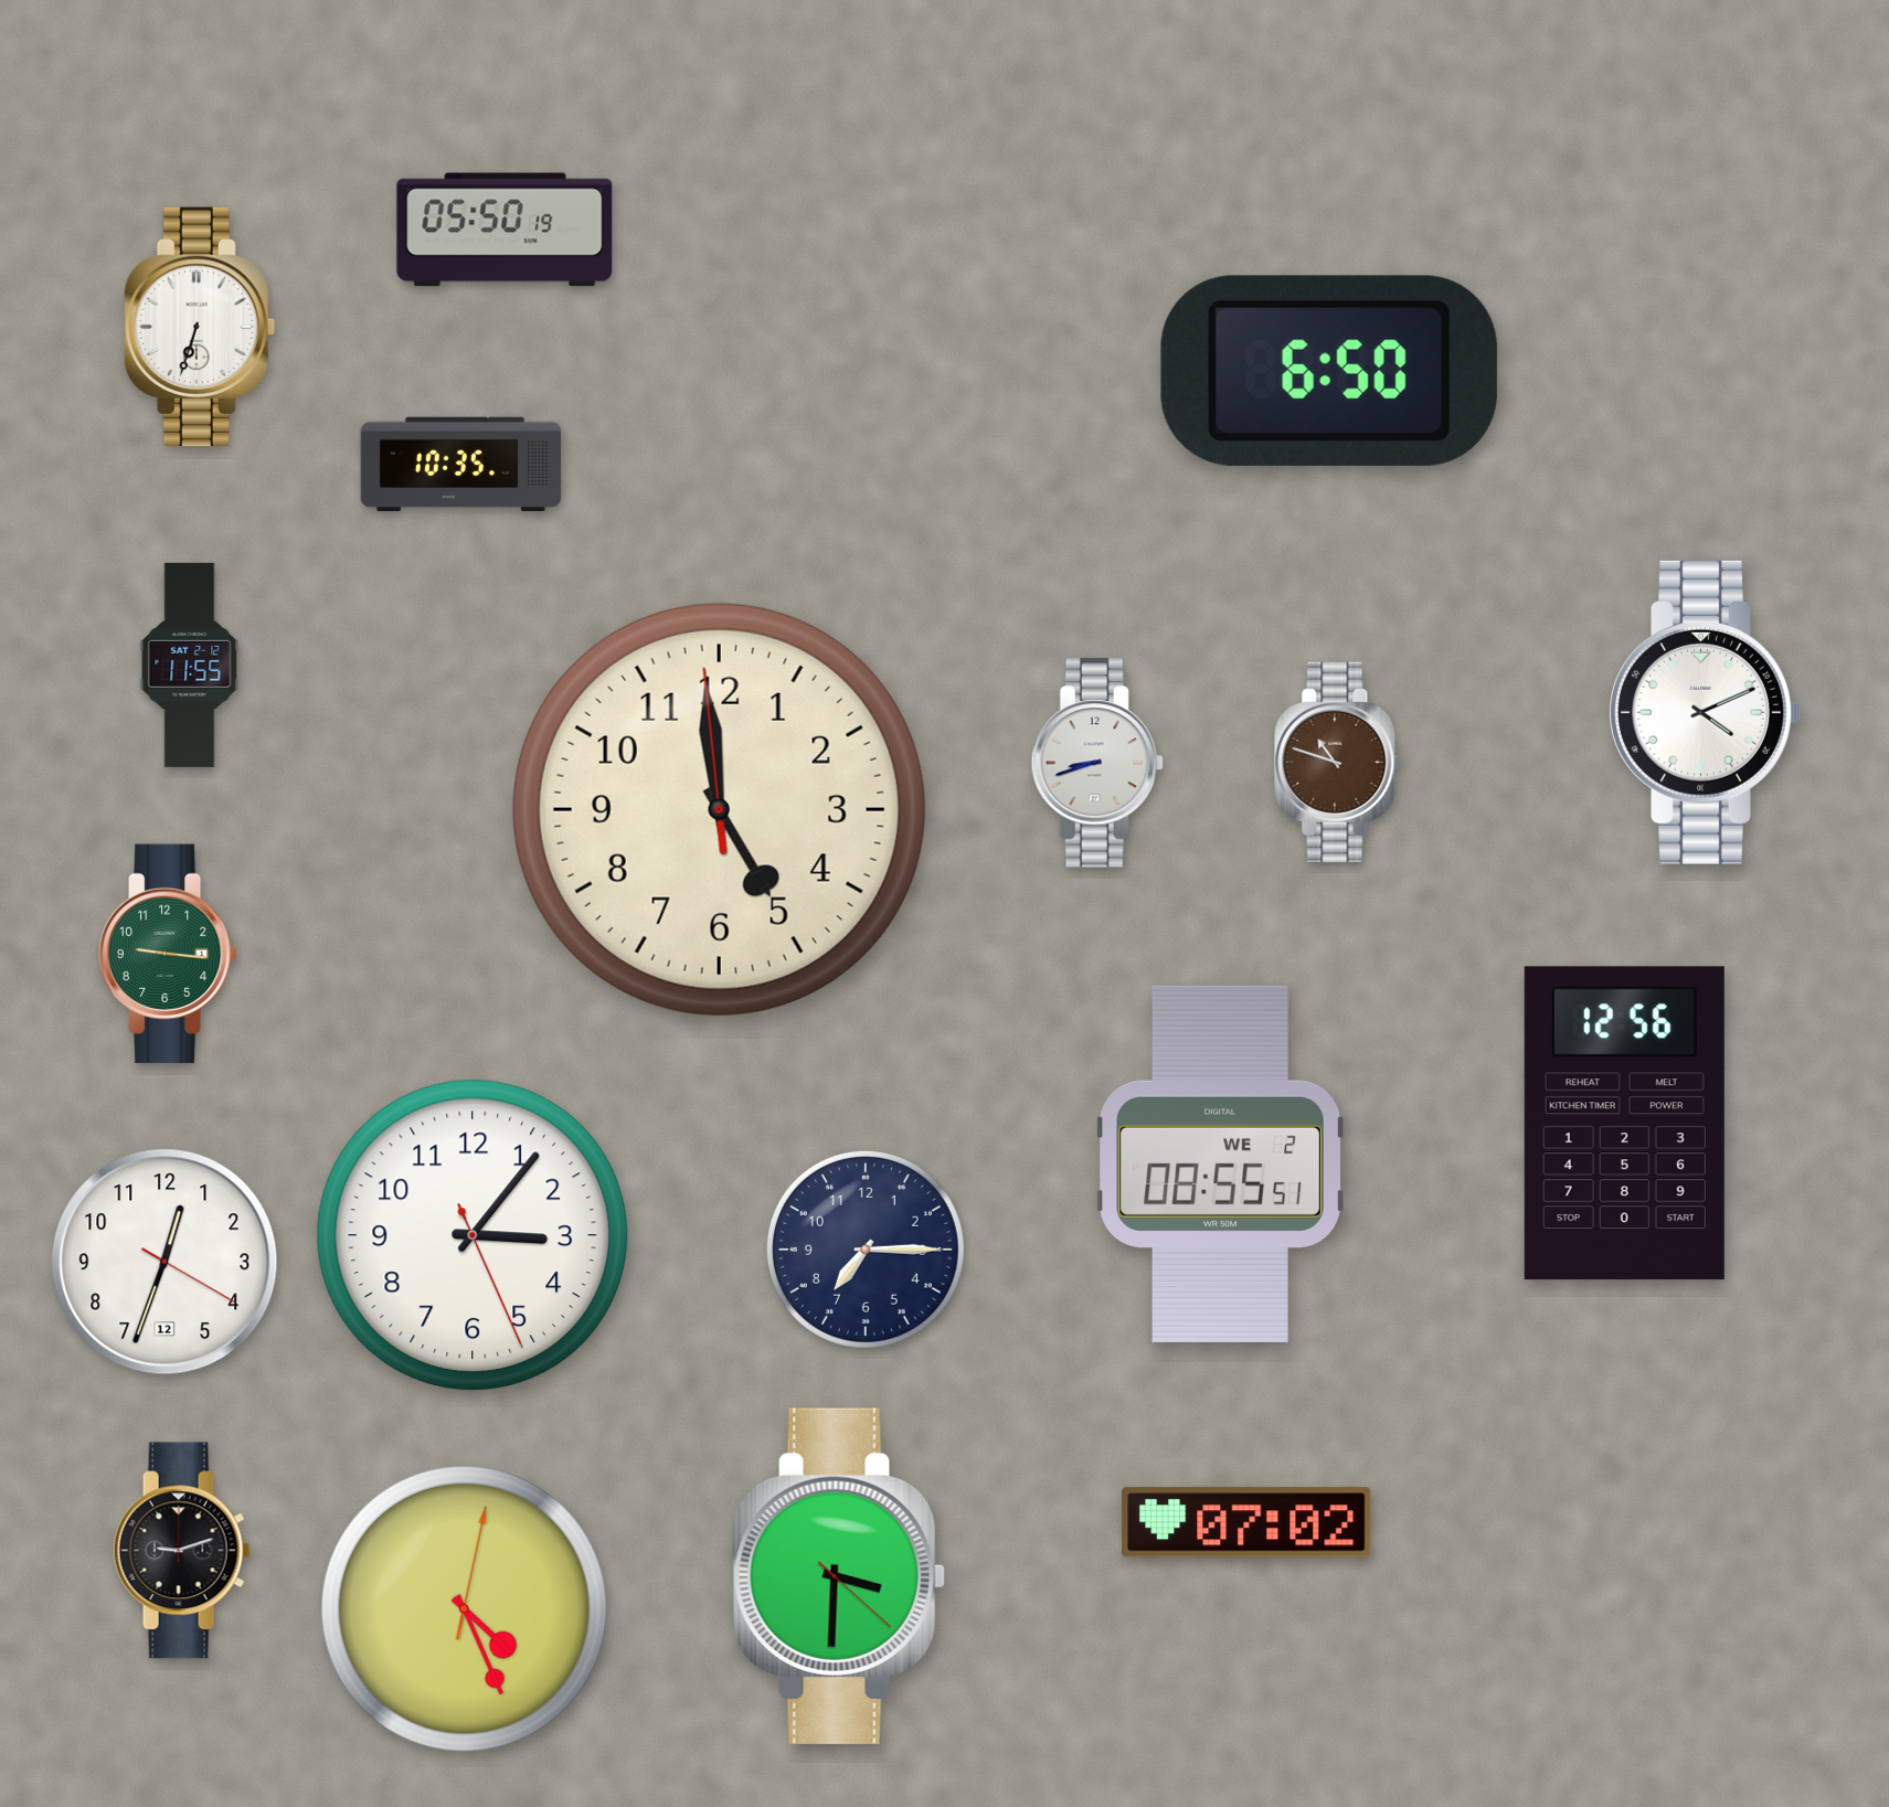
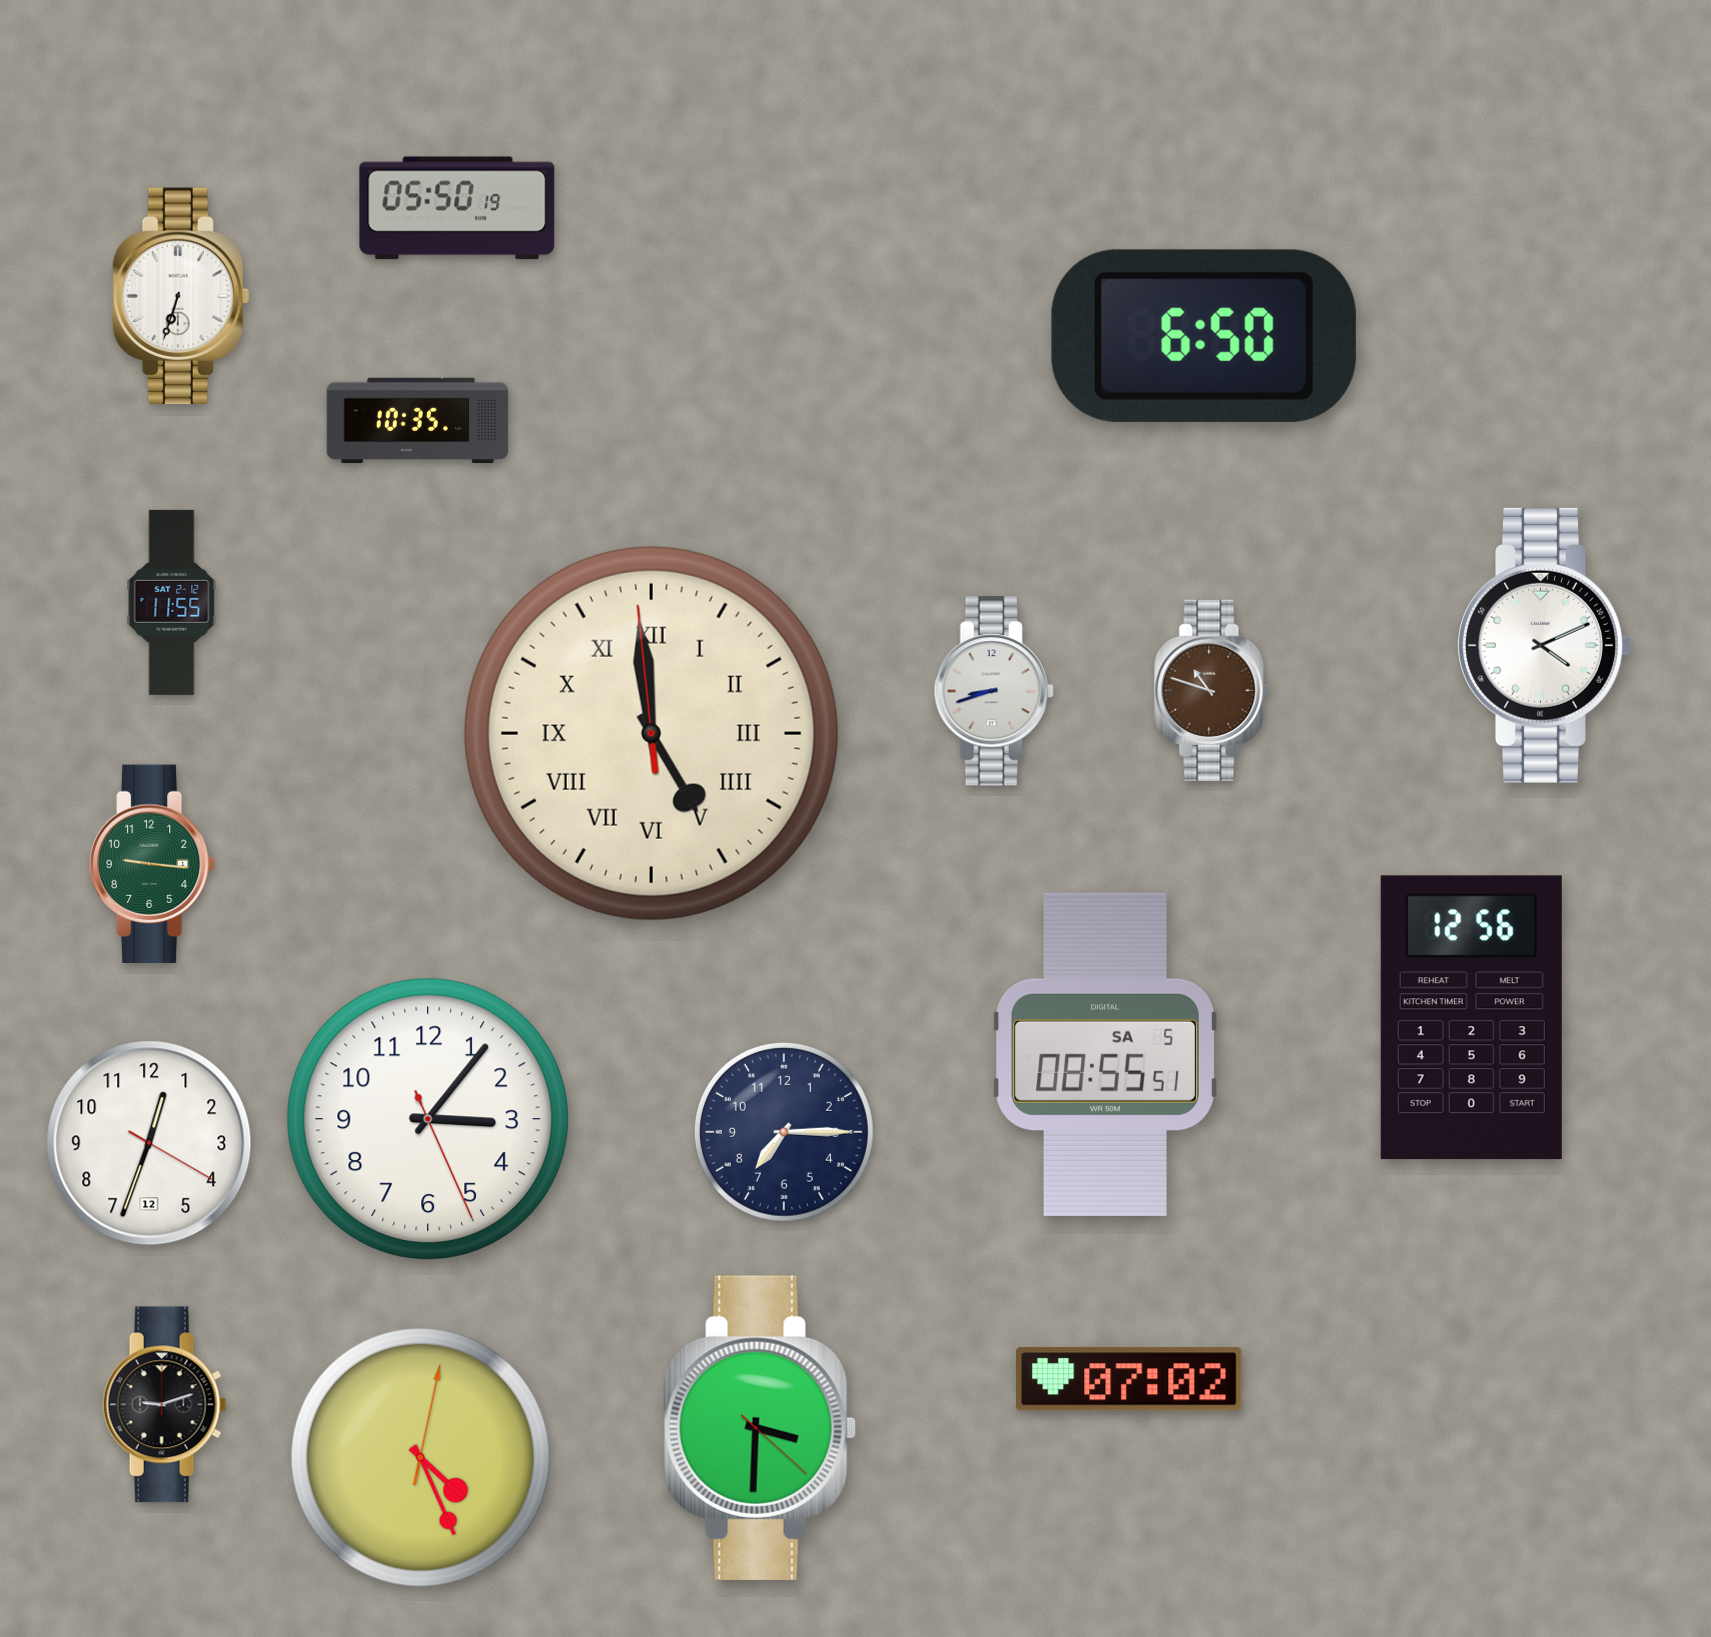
clock at (719, 809) numerals: Arabic -> Roman
clock at (1220, 1163) date: WE 2 -> SA 5
